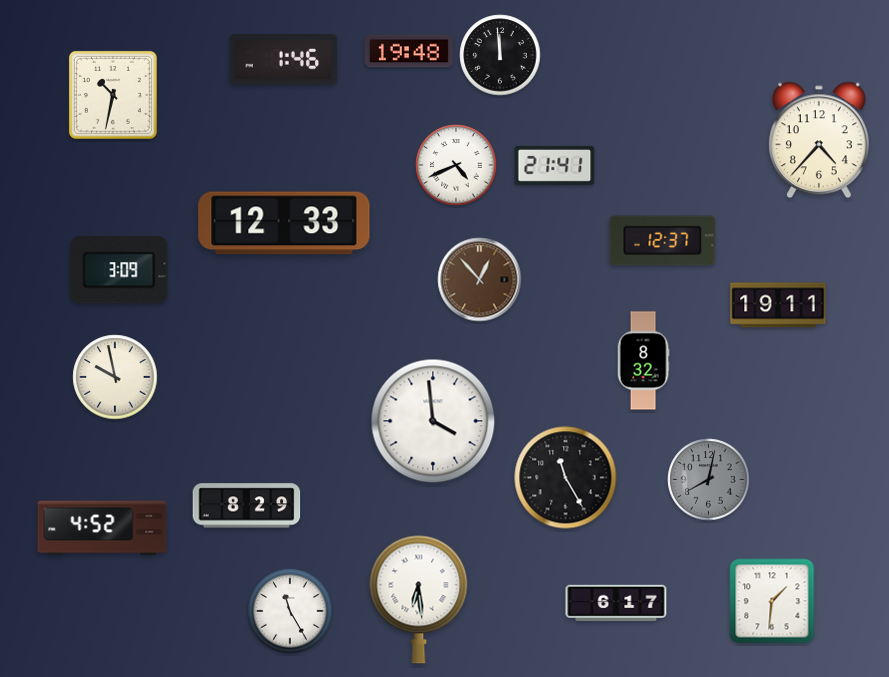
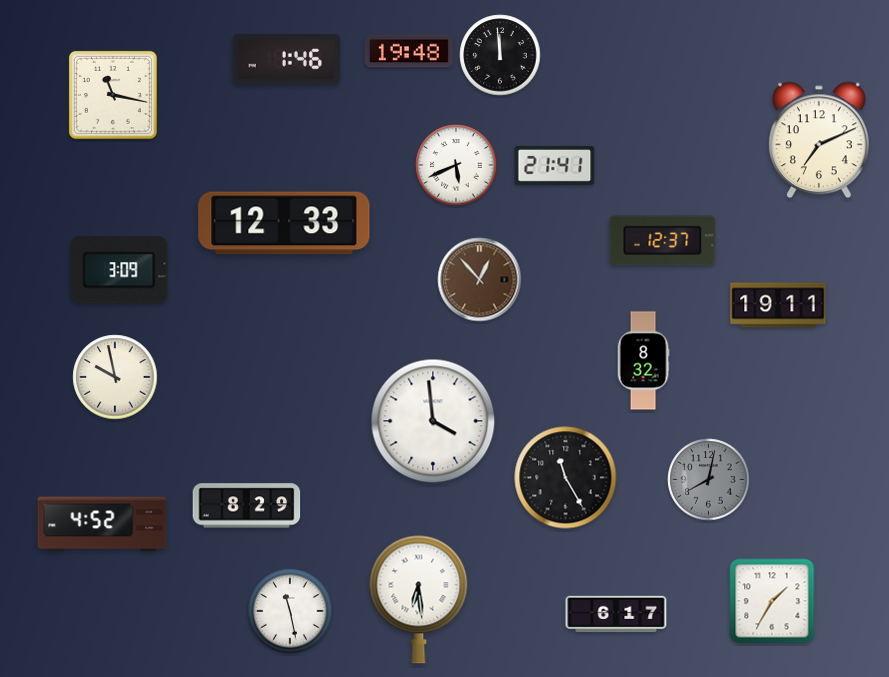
clock at (284, 60) position: (284, 60) -> (287, 60)
clock at (113, 95): 10:32 -> 11:17
clock at (820, 140): 4:37 -> 7:11
clock at (456, 165): 4:41 -> 5:41
clock at (102, 528) position: (102, 528) -> (102, 524)
clock at (772, 601): 1:31 -> 1:35
clock at (616, 603) position: (616, 603) -> (616, 614)
clock at (290, 611): 11:25 -> 11:28
